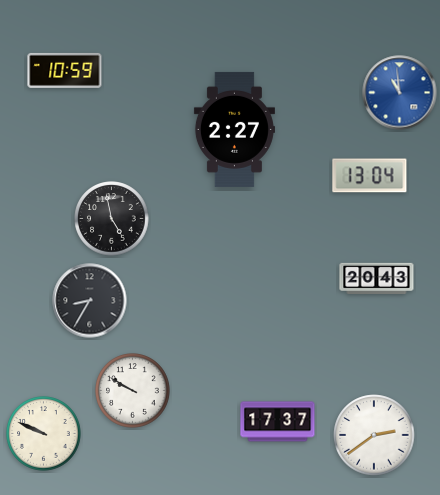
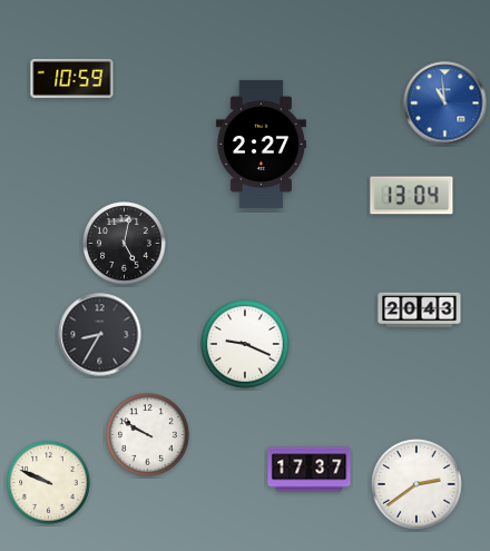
clock at (112, 219): 4:58 -> 5:02
clock at (245, 344): none -> 9:19
